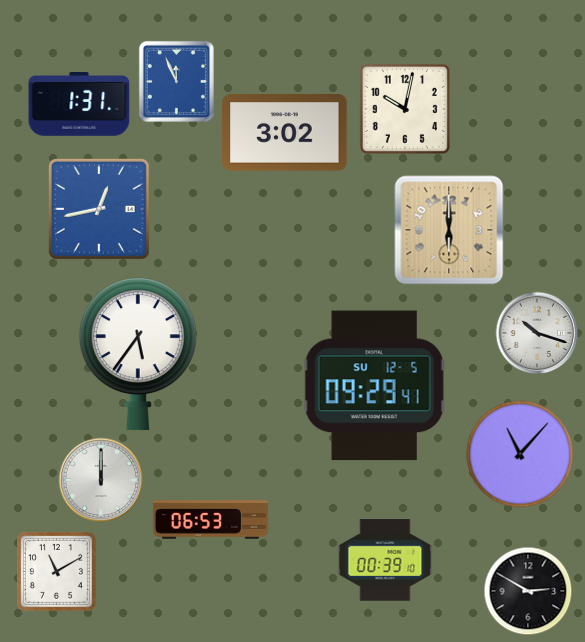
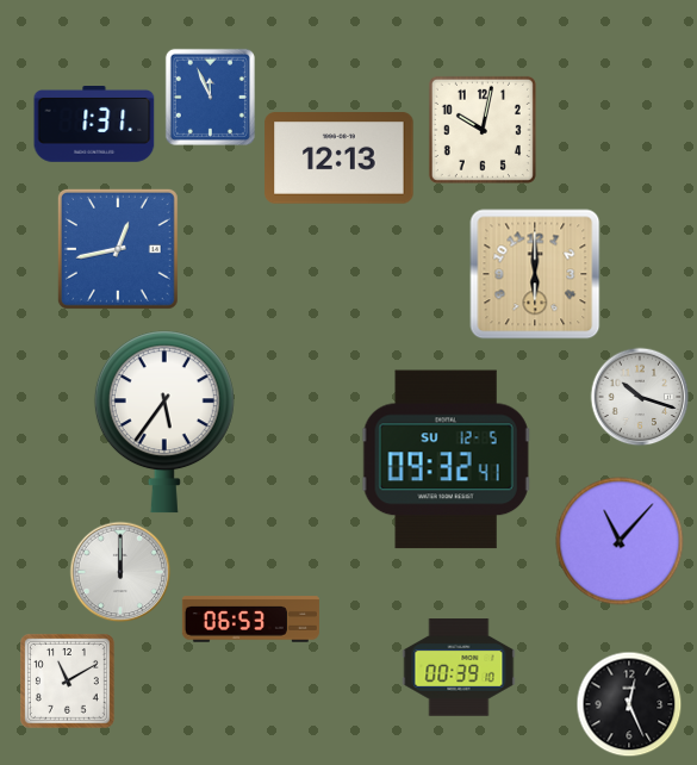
clock at (285, 133): 3:02 -> 12:13
clock at (374, 386): 09:29 -> 09:32
clock at (528, 591): 2:50 -> 12:26
